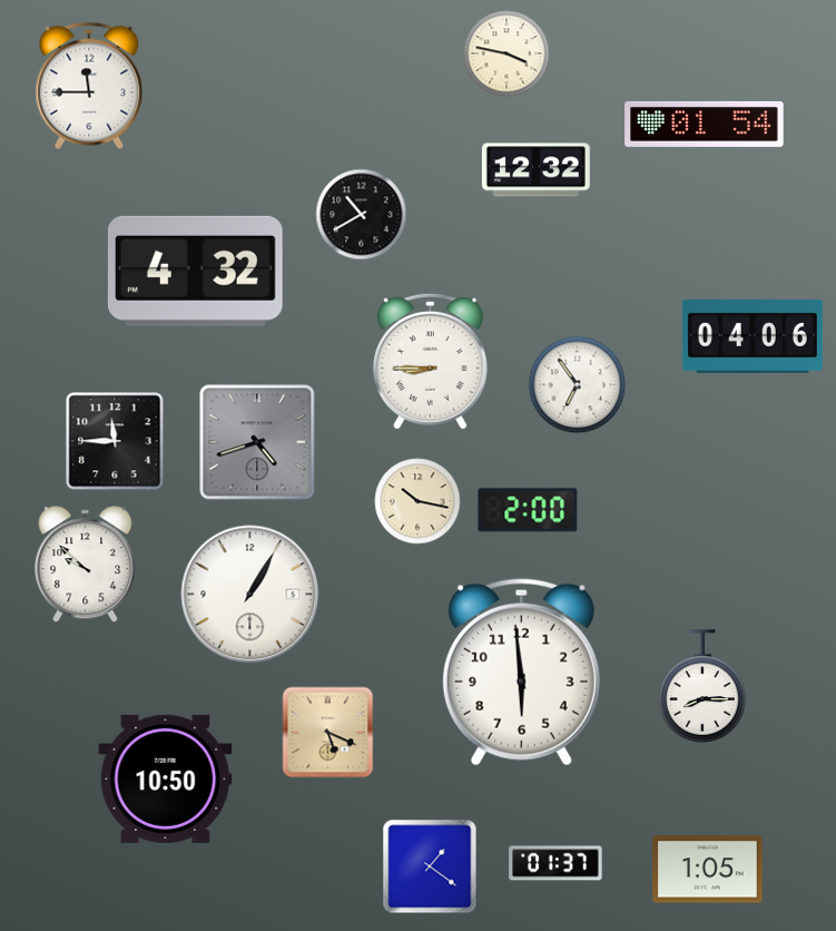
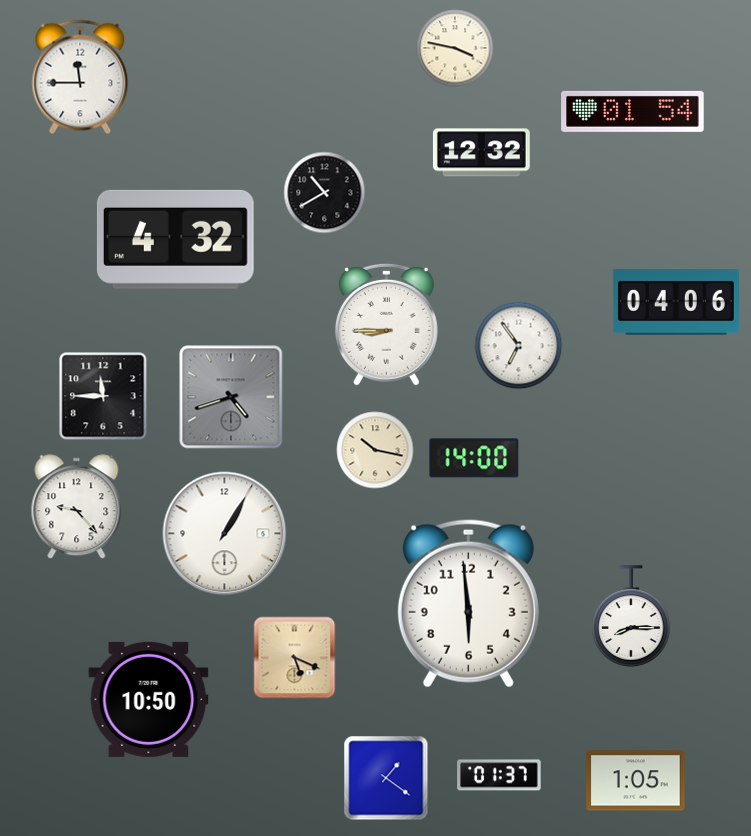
clock at (195, 271) position: (195, 271) -> (175, 239)
clock at (528, 510): 2:00 -> 14:00
clock at (86, 565): 9:52 -> 9:23
